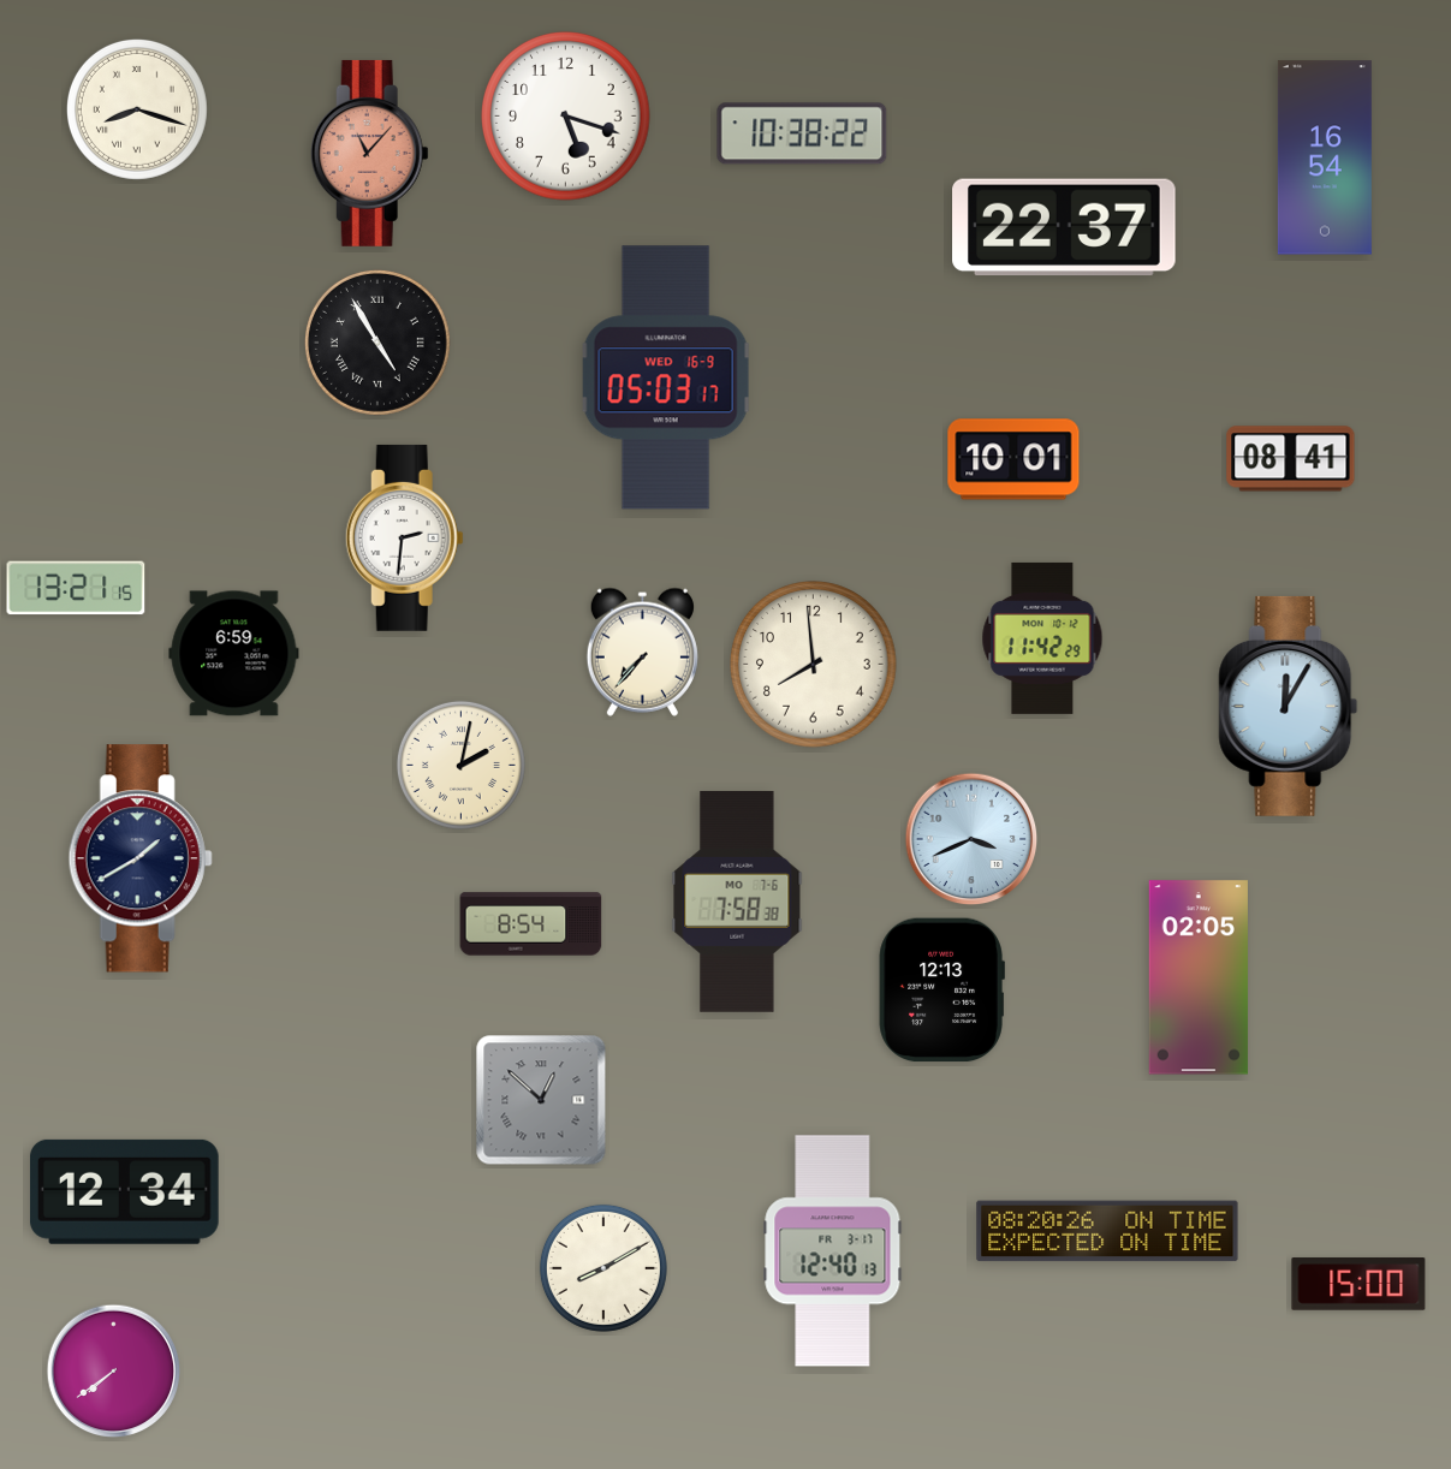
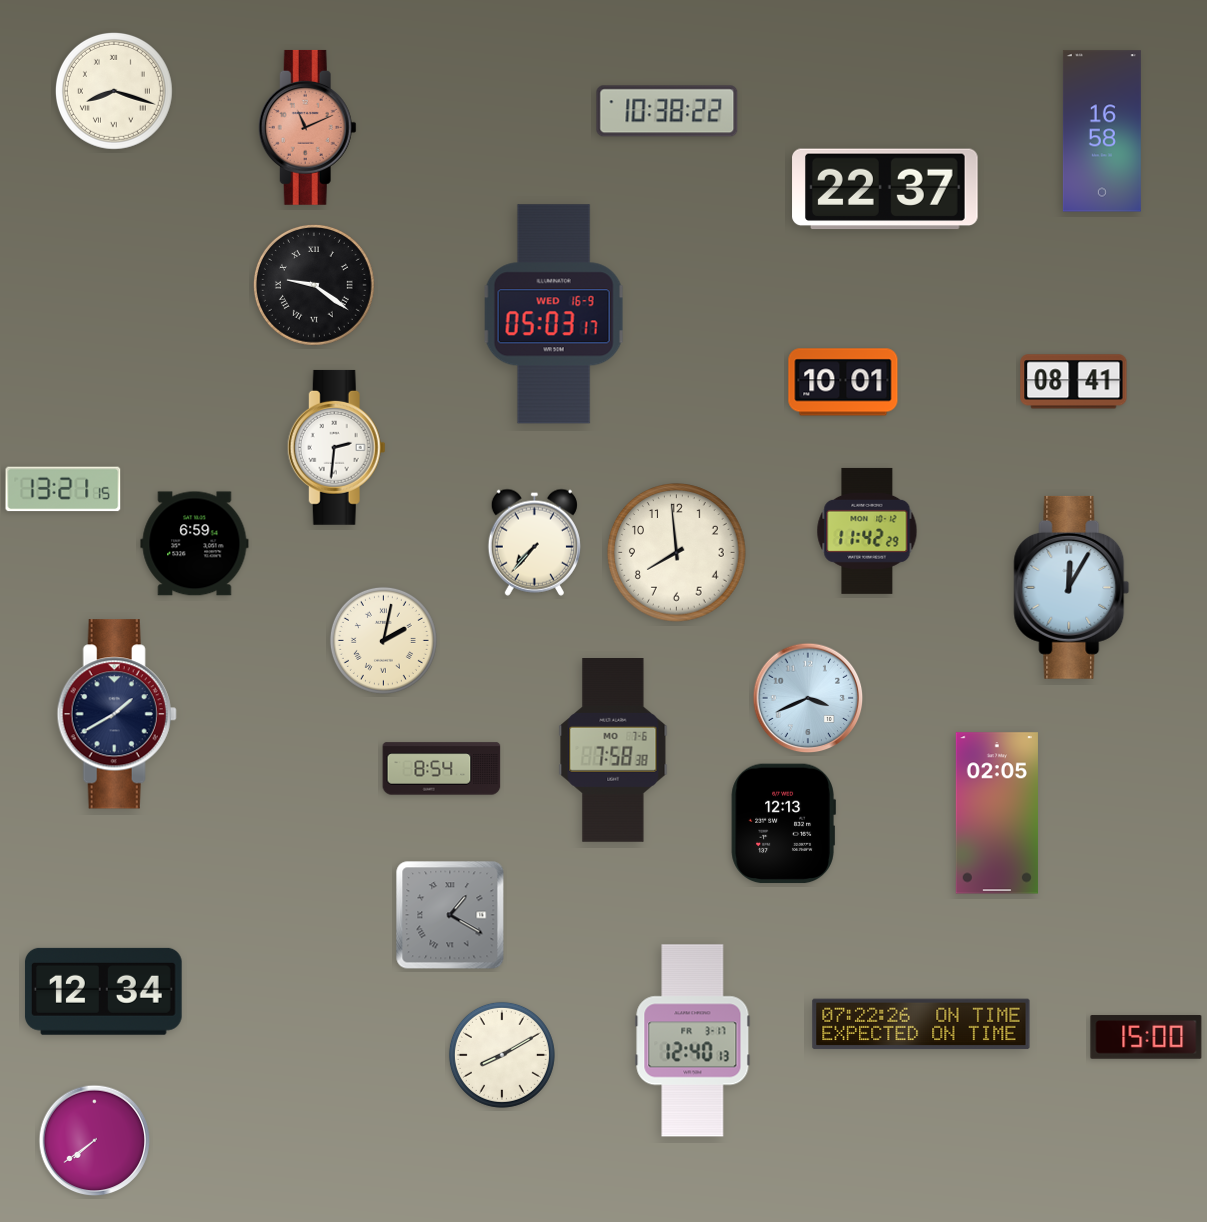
clock at (566, 117): 5:18 -> none
clock at (369, 153): 11:07 -> 11:11
clock at (1325, 157): 16:54 -> 16:58
clock at (377, 343): 4:55 -> 9:21
clock at (460, 765) position: (460, 765) -> (383, 640)
clock at (541, 1100): 12:52 -> 1:20
clock at (1107, 1231): 08:20 -> 07:22
clock at (1358, 1284) position: (1358, 1284) -> (1146, 1037)
